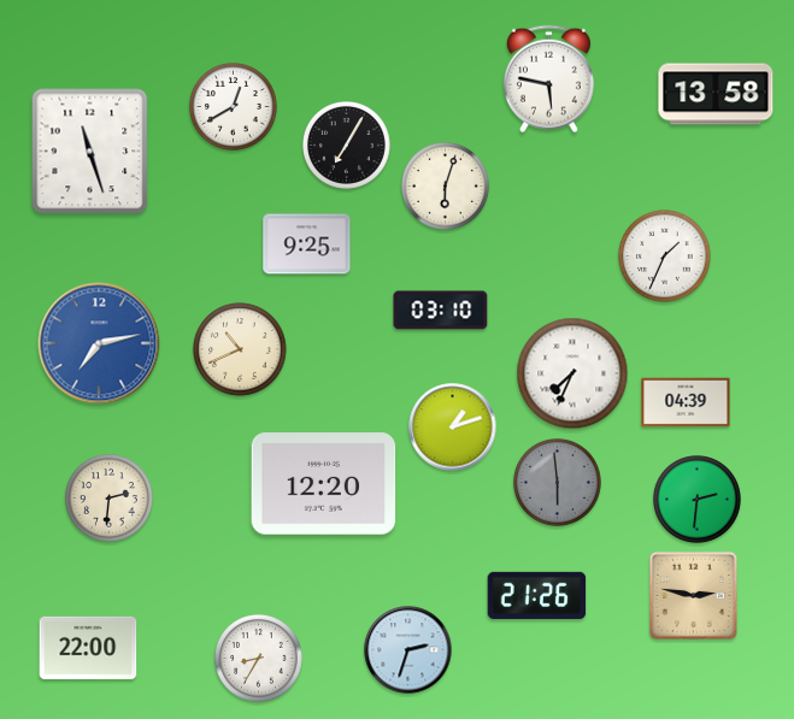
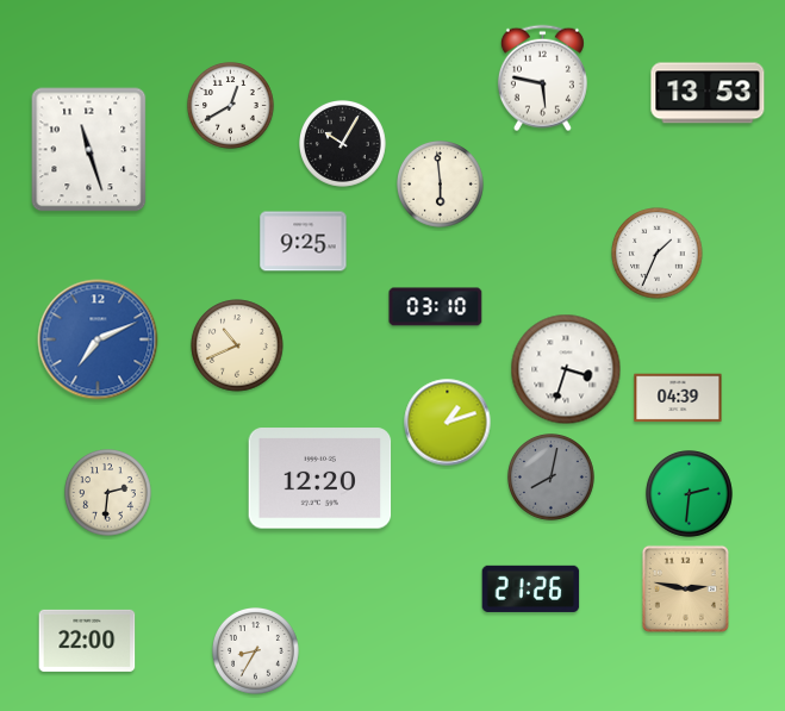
clock at (716, 94): 13:58 -> 13:53
clock at (347, 146): 7:05 -> 10:05
clock at (446, 187): 6:03 -> 5:59
clock at (99, 343): 7:13 -> 7:11
clock at (572, 373): 7:34 -> 3:33
clock at (558, 483): 5:59 -> 8:02
clock at (408, 650): 2:33 -> none
